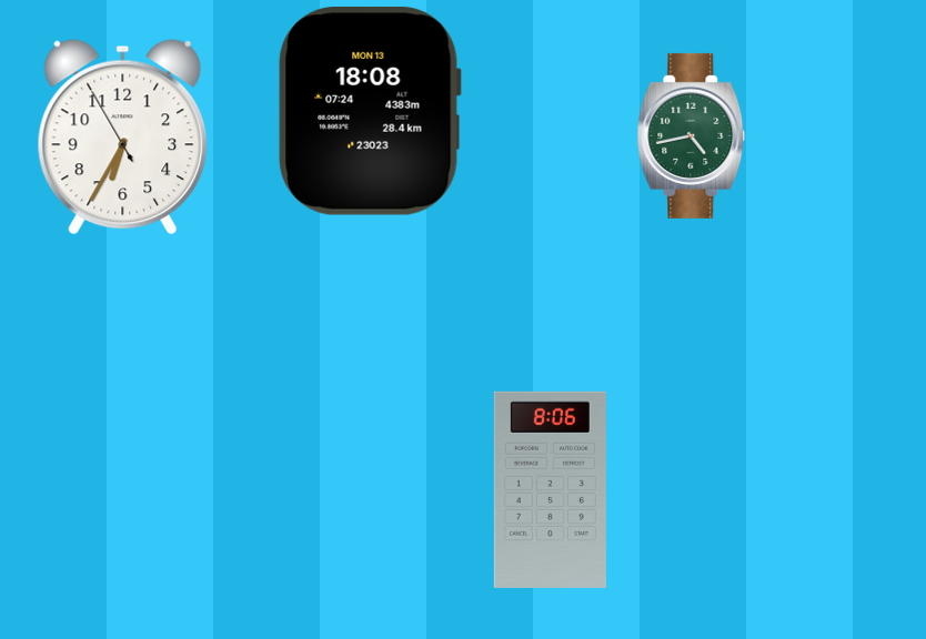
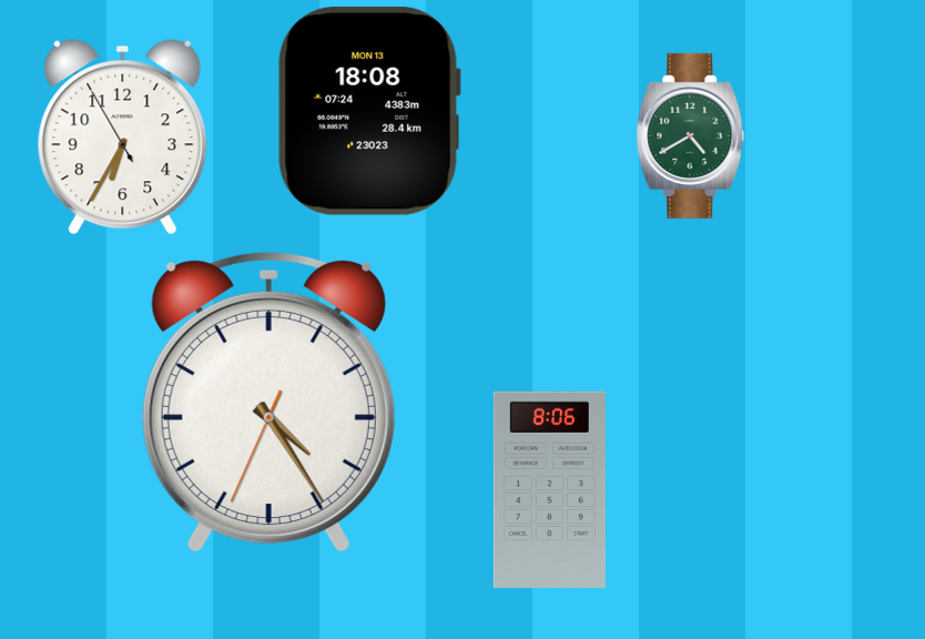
clock at (692, 135): 4:43 -> 4:40
clock at (268, 402): none -> 4:24
